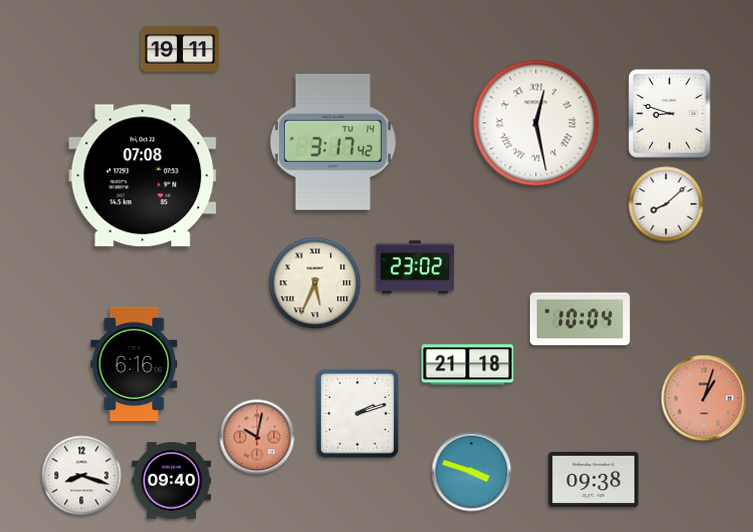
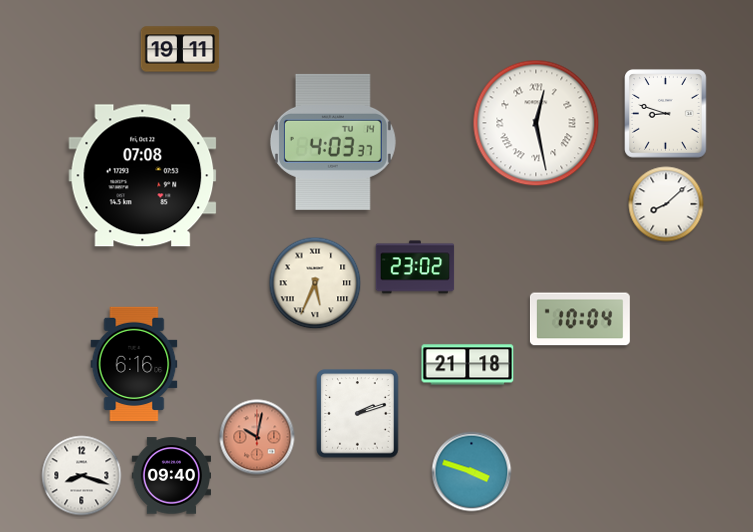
clock at (670, 114) position: (670, 114) -> (666, 114)
clock at (333, 142): 3:17 -> 4:03
clock at (704, 398): 1:03 -> none
clock at (594, 479): 09:38 -> none
clock at (171, 481) position: (171, 481) -> (171, 476)
